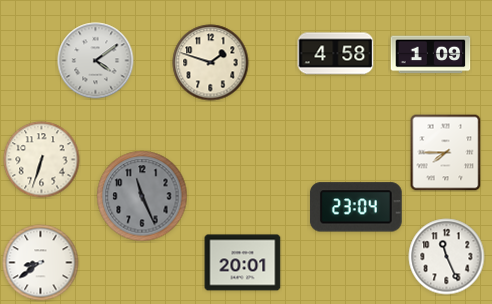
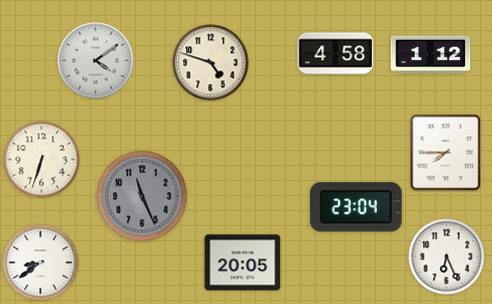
clock at (431, 55): 1:09 -> 1:12
clock at (211, 63): 1:48 -> 4:48
clock at (447, 257): 11:26 -> 6:26
clock at (243, 263): 20:01 -> 20:05
